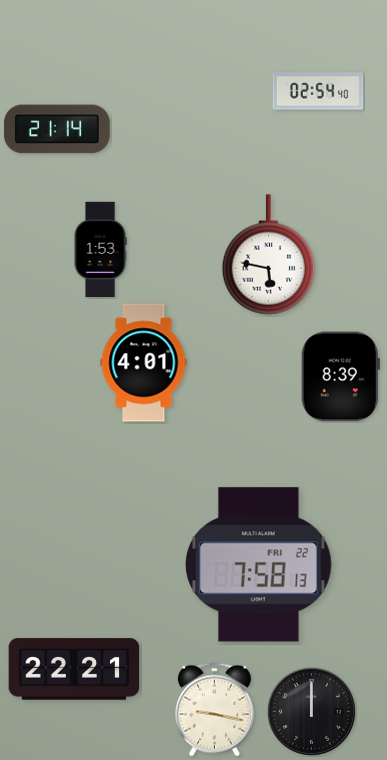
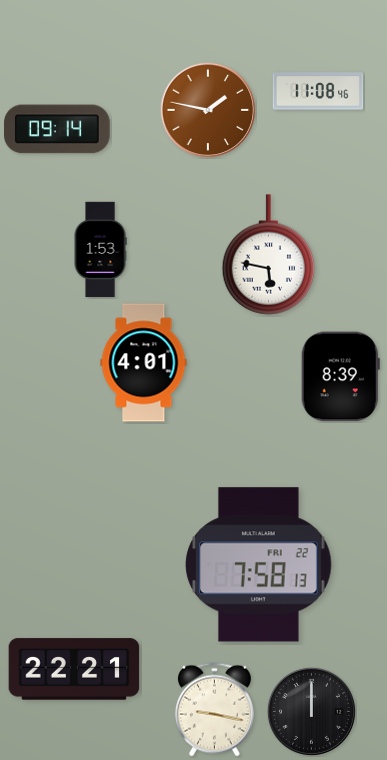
clock at (318, 91): 02:54 -> 11:08
clock at (208, 110): none -> 1:47
clock at (57, 129): 21:14 -> 09:14
